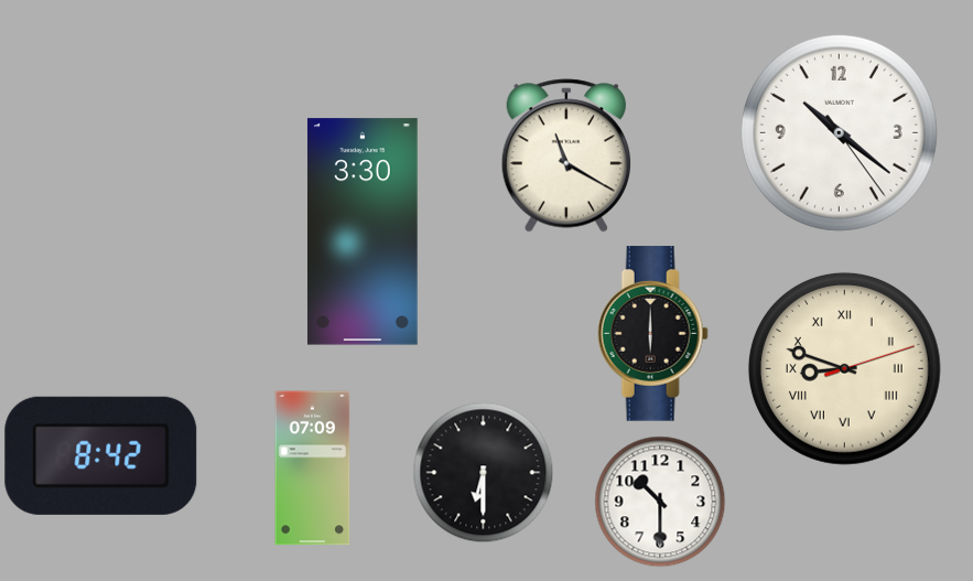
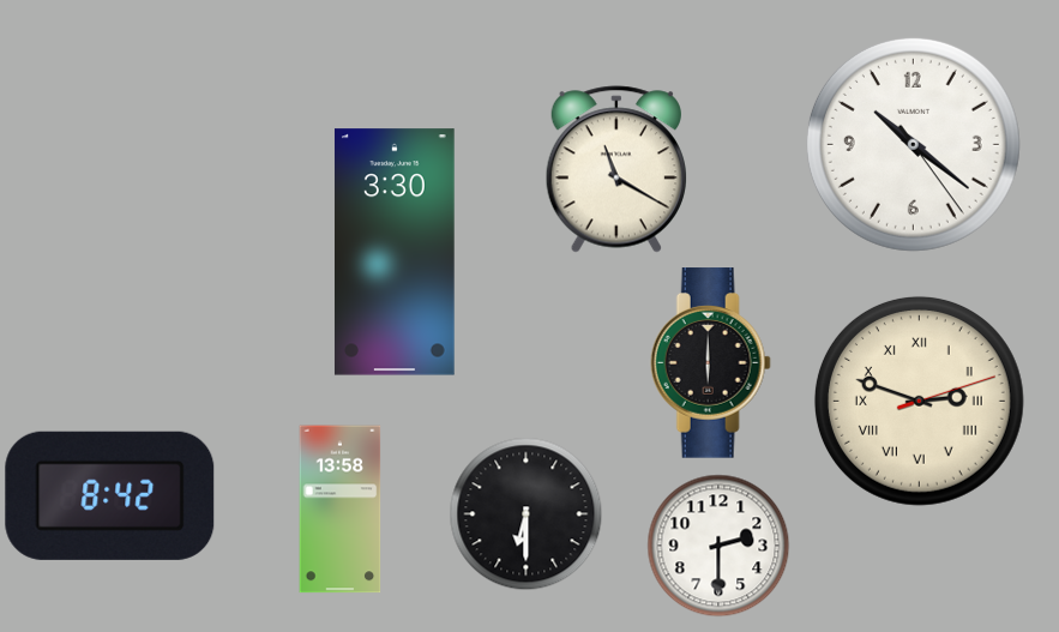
clock at (844, 368): 8:48 -> 2:48
clock at (313, 469): 07:09 -> 13:58
clock at (660, 502): 10:30 -> 2:30
